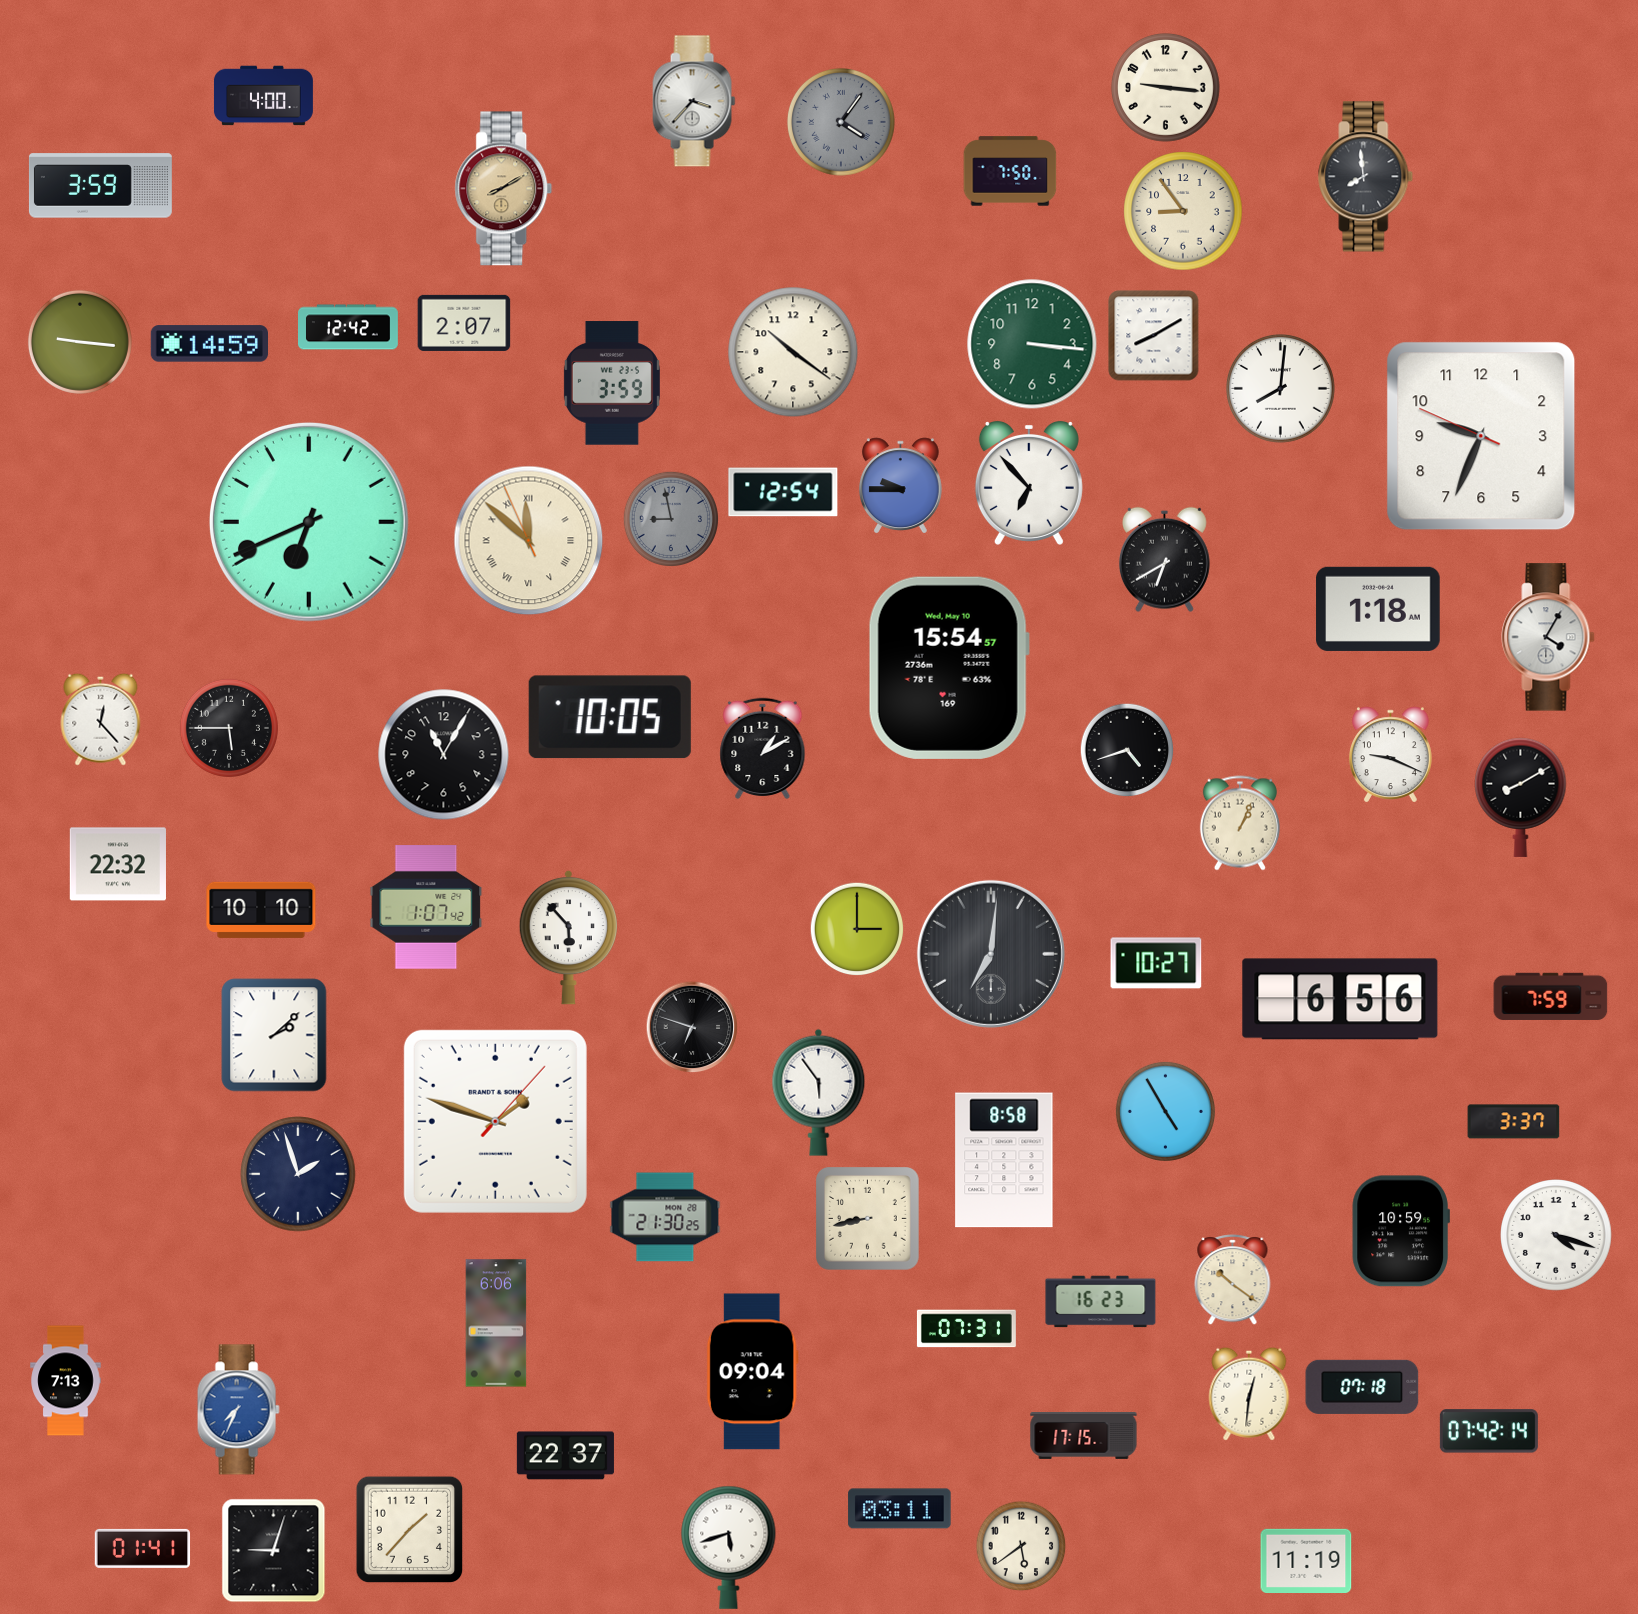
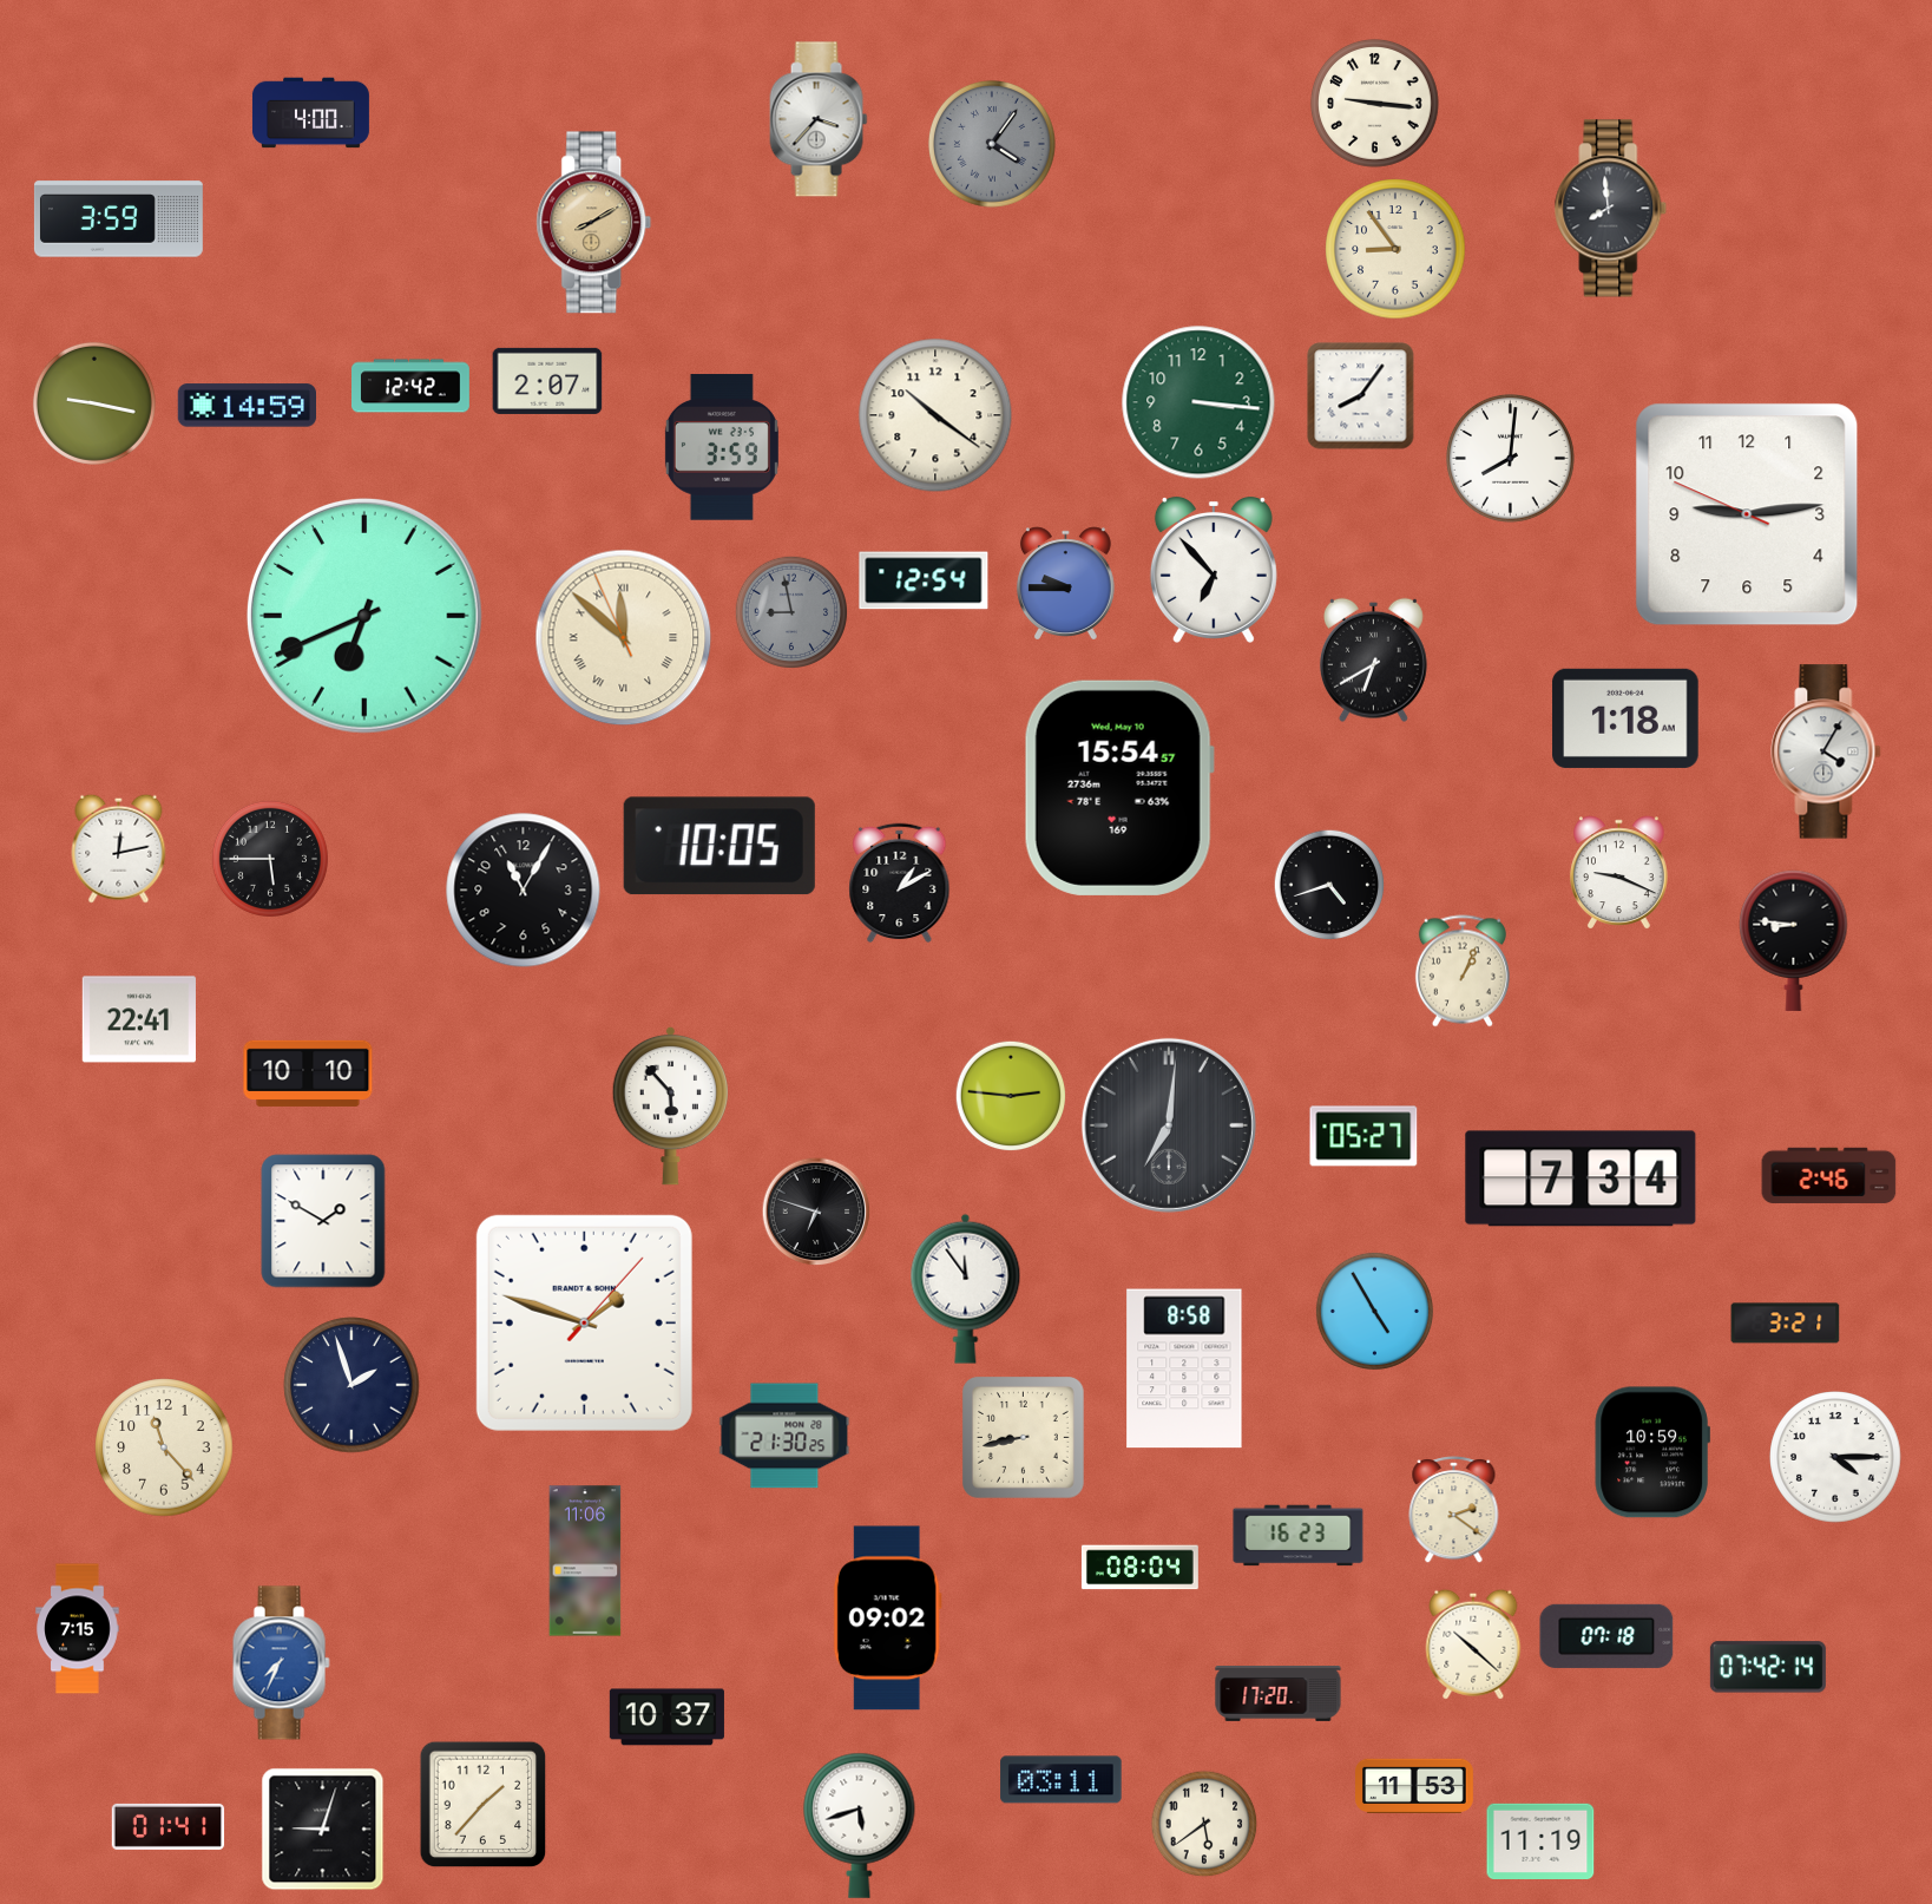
clock at (1010, 171): 7:50 -> none
clock at (1154, 336): 8:10 -> 8:06
clock at (80, 342): 9:16 -> 9:17
clock at (1032, 344) position: (1032, 344) -> (1198, 402)
clock at (612, 383) position: (612, 383) -> (722, 447)
clock at (1481, 436): 9:33 -> 9:13
clock at (900, 485) position: (900, 485) -> (1065, 583)
clock at (101, 719): 12:23 -> 12:13
clock at (1390, 754) position: (1390, 754) -> (1618, 872)
clock at (1521, 797): 8:10 -> 8:46
clock at (118, 864): 22:32 -> 22:41
clock at (426, 907): 1:07 -> none
clock at (857, 929): 3:00 -> 2:46
clock at (1156, 963): 10:27 -> 05:27
clock at (1551, 996): 7:59 -> 2:46
clock at (1340, 999): 6:56 -> 7:34
clock at (274, 1035): 2:08 -> 1:50
clock at (819, 1092): 5:54 -> 11:54
clock at (1514, 1122): 3:37 -> 3:21
clock at (164, 1447): none -> 11:23
clock at (1556, 1235): 4:18 -> 4:15
clock at (1233, 1280): 10:21 -> 2:21
clock at (496, 1323): 6:06 -> 11:06
clock at (966, 1329): 07:31 -> 08:04
clock at (752, 1372): 09:04 -> 09:02
clock at (66, 1381): 7:13 -> 7:15
clock at (1249, 1394): 12:31 -> 10:22
clock at (1489, 1431) position: (1489, 1431) -> (1768, 1667)
clock at (1084, 1436): 17:15 -> 17:20
clock at (565, 1456): 22:37 -> 10:37
clock at (1415, 1786): none -> 11:53
